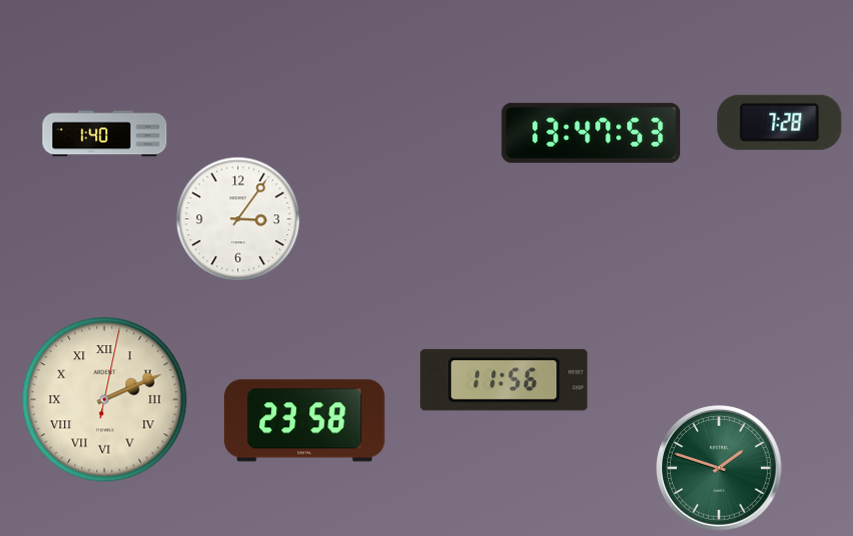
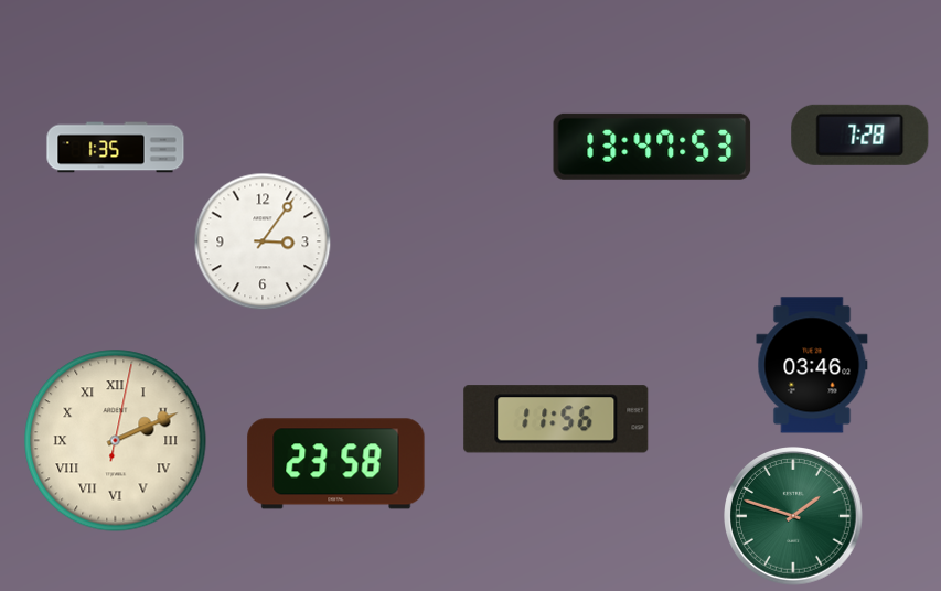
clock at (105, 134): 1:40 -> 1:35
clock at (812, 365): none -> 03:46
